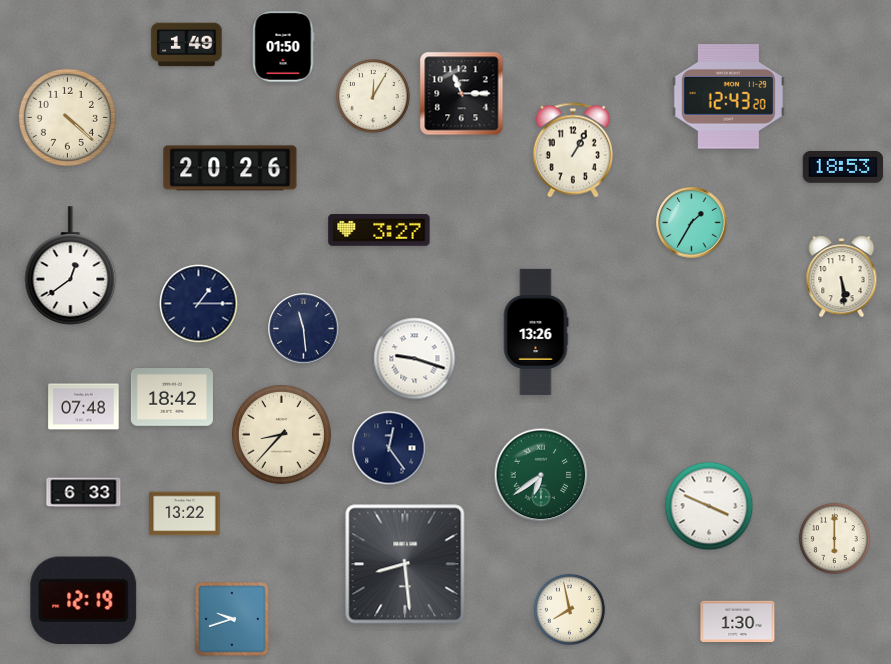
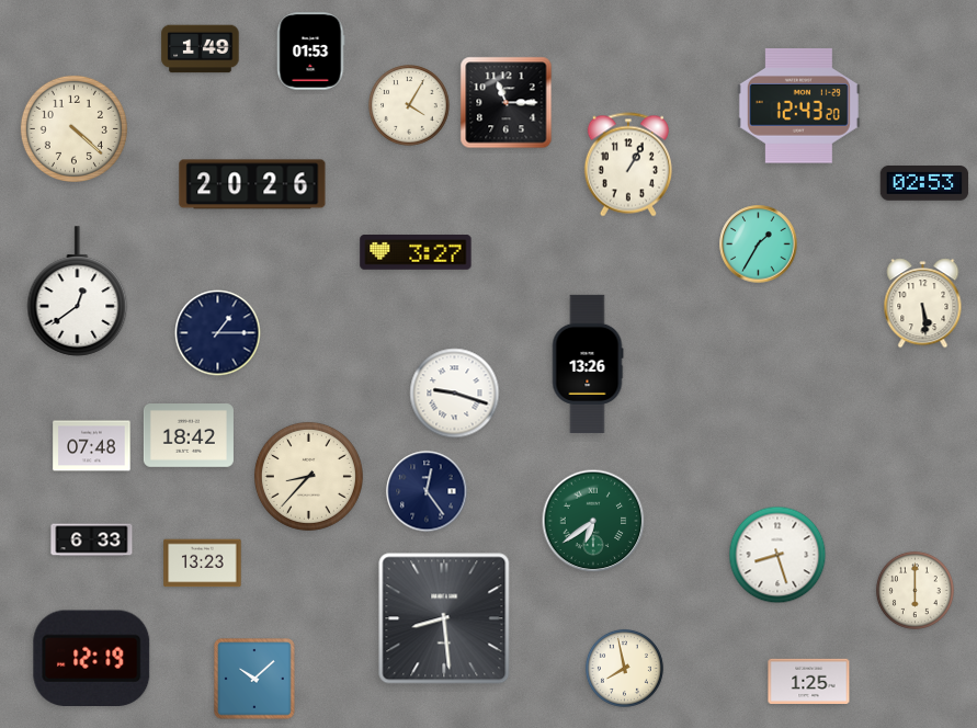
clock at (187, 45) position: (187, 45) -> (201, 49)
clock at (284, 47): 01:50 -> 01:53
clock at (373, 96): 12:05 -> 4:05
clock at (843, 168): 18:53 -> 02:53
clock at (304, 329): 11:29 -> none
clock at (709, 506): 3:49 -> 8:27
clock at (185, 514): 13:22 -> 13:23
clock at (232, 619): 9:42 -> 10:08
clock at (738, 621): 1:30 -> 1:25
